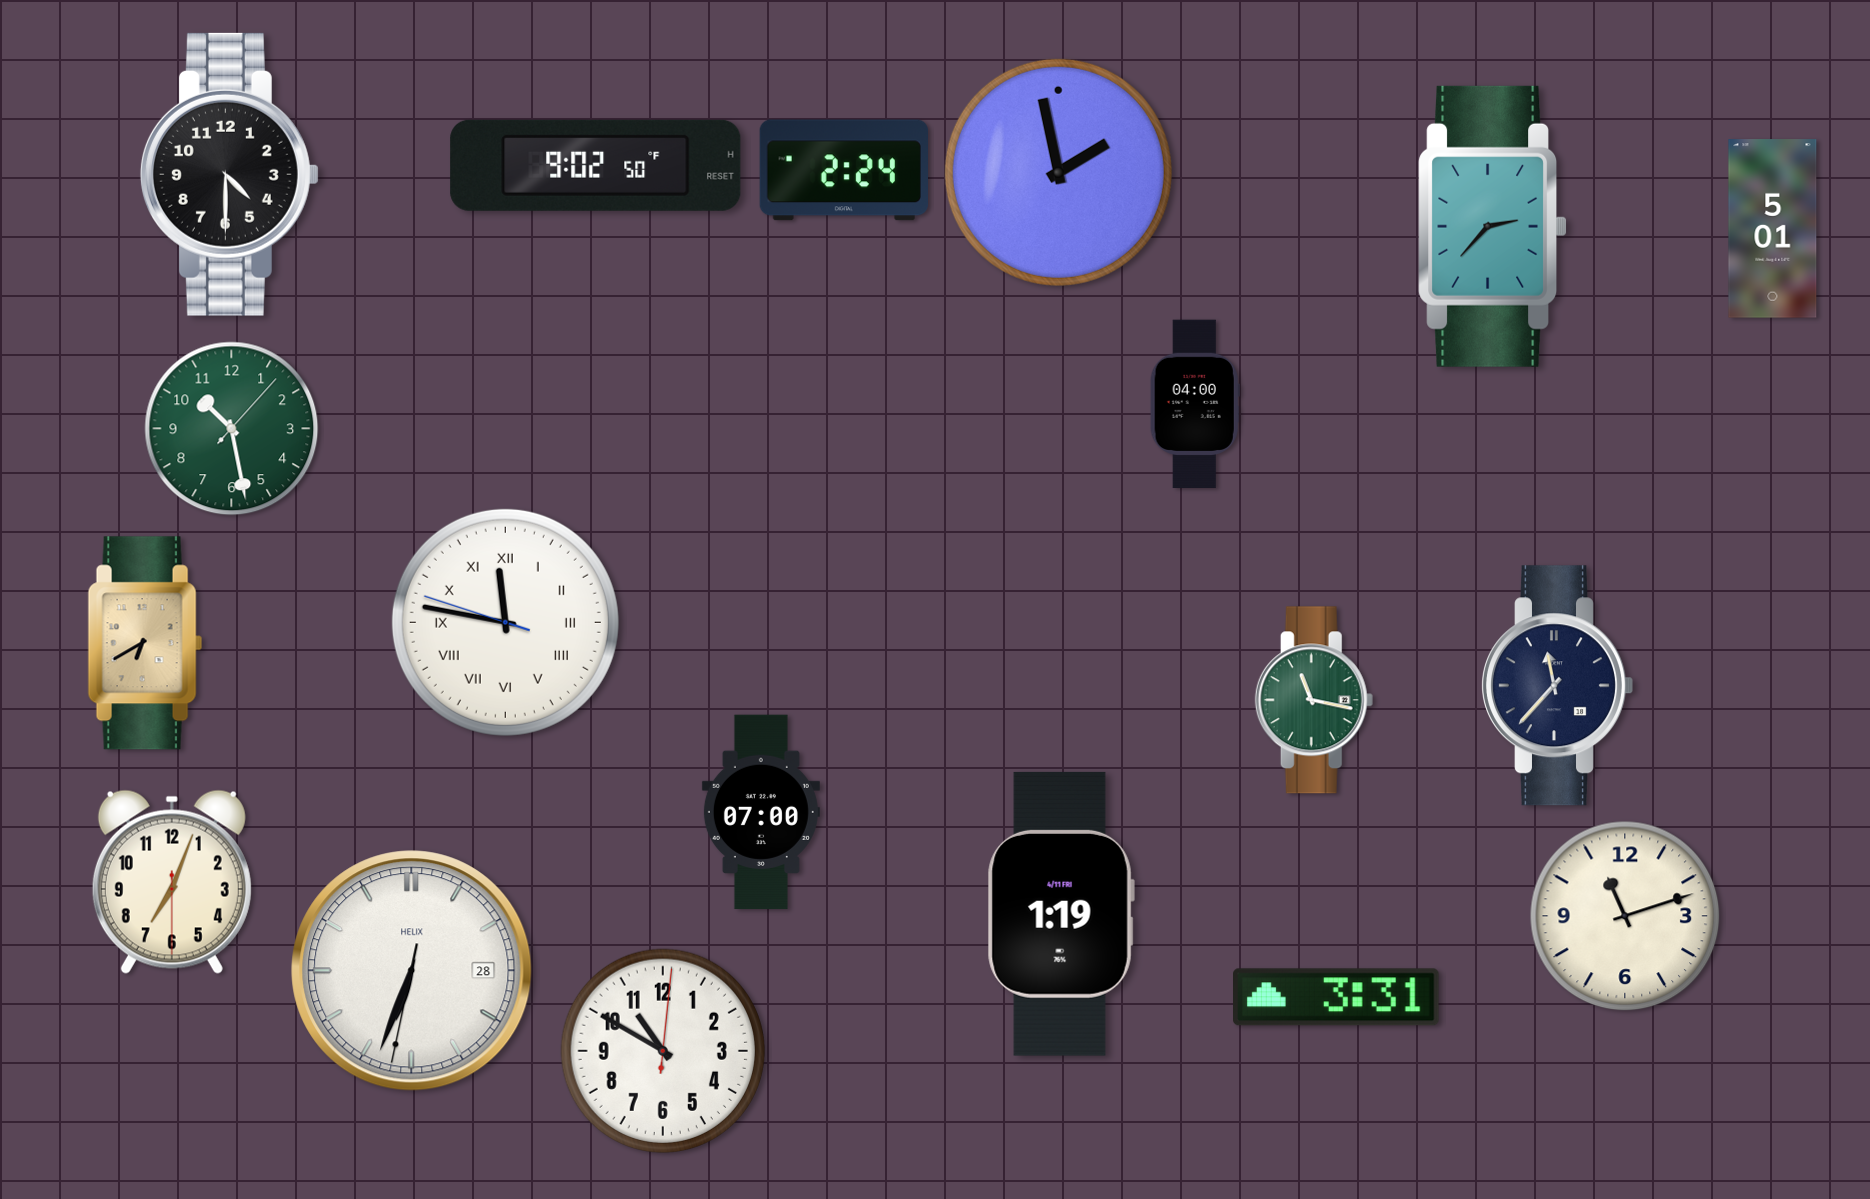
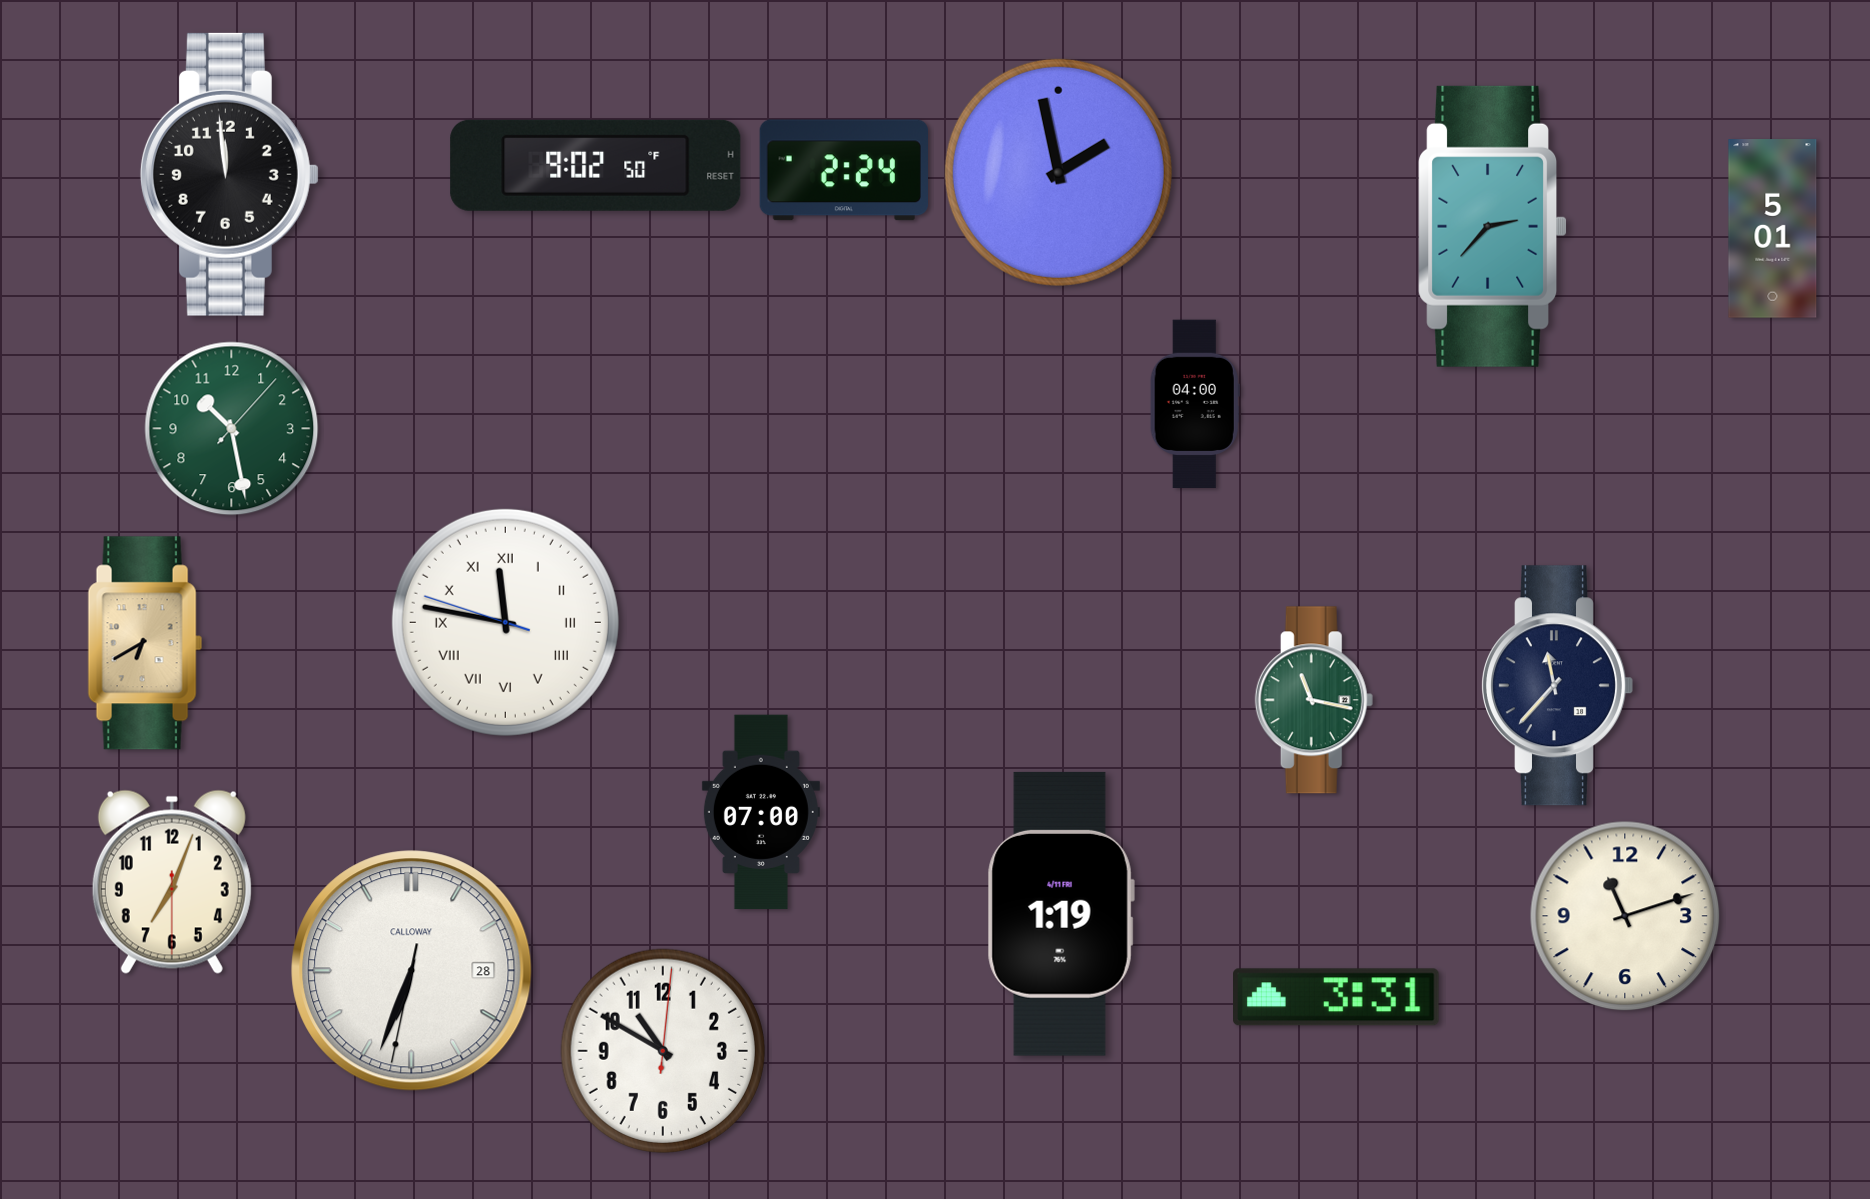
clock at (229, 174): 4:30 -> 11:59
clock at (412, 971) brand: HELIX -> CALLOWAY
